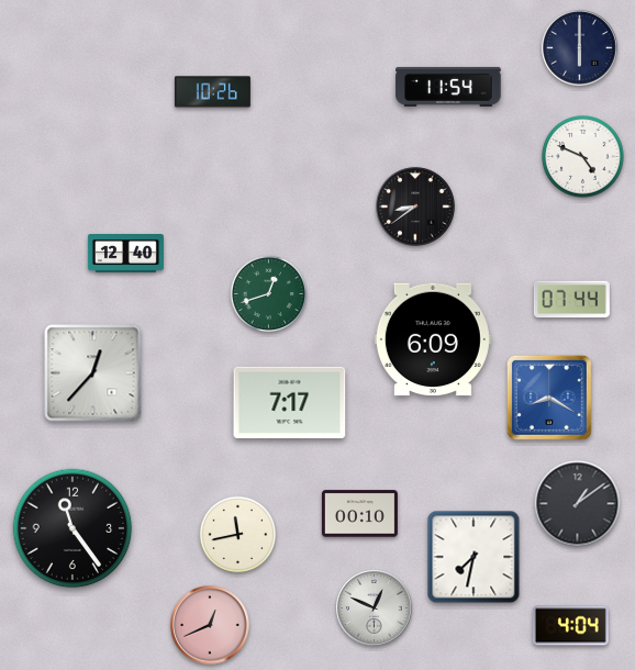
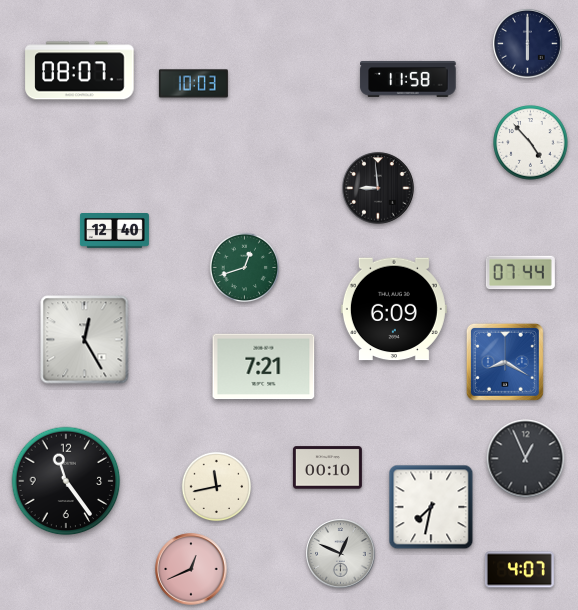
clock at (80, 71): none -> 08:07
clock at (448, 87): 11:54 -> 11:58
clock at (212, 92): 10:26 -> 10:03
clock at (583, 157): 4:49 -> 4:53
clock at (415, 206): 8:39 -> 8:59
clock at (93, 373): 12:37 -> 12:25
clock at (549, 398) position: (549, 398) -> (505, 362)
clock at (290, 403): 7:17 -> 7:21
clock at (578, 504): 1:09 -> 12:56
clock at (570, 626): 4:04 -> 4:07
